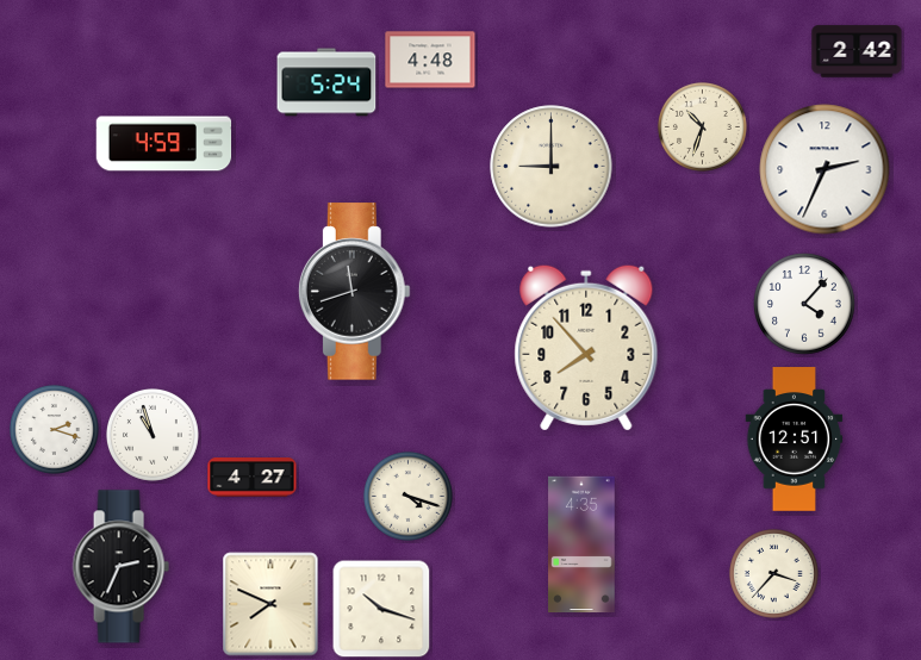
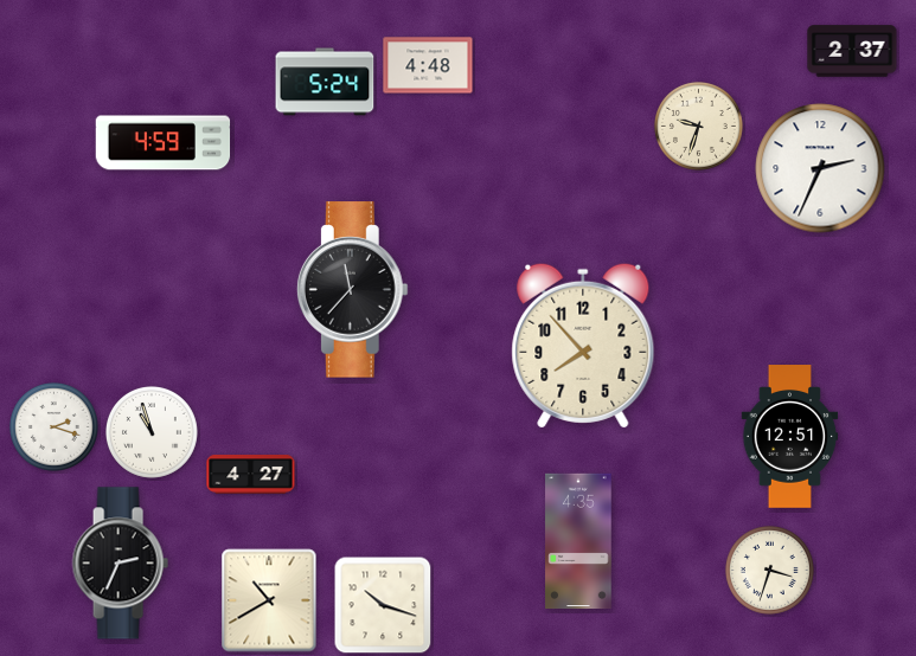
clock at (857, 51): 2:42 -> 2:37
clock at (430, 60) position: (430, 60) -> (428, 65)
clock at (702, 126): 10:33 -> 9:33
clock at (552, 167): 9:00 -> none
clock at (354, 292): 11:42 -> 11:37
clock at (804, 304): 4:07 -> none
clock at (407, 496): 4:18 -> none
clock at (773, 573): 3:37 -> 3:33
clock at (270, 604): 7:49 -> 10:40
clock at (381, 609) position: (381, 609) -> (383, 605)
